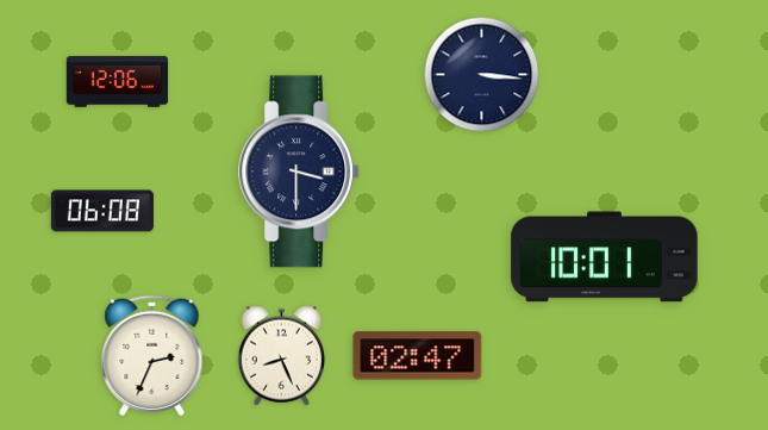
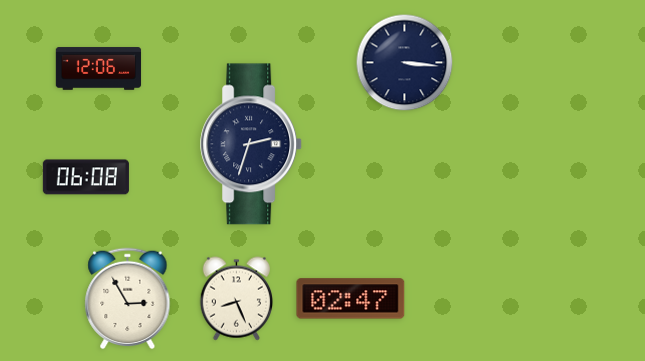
clock at (300, 172): 3:30 -> 2:33
clock at (605, 257): 10:01 -> none
clock at (152, 356): 2:34 -> 2:55
